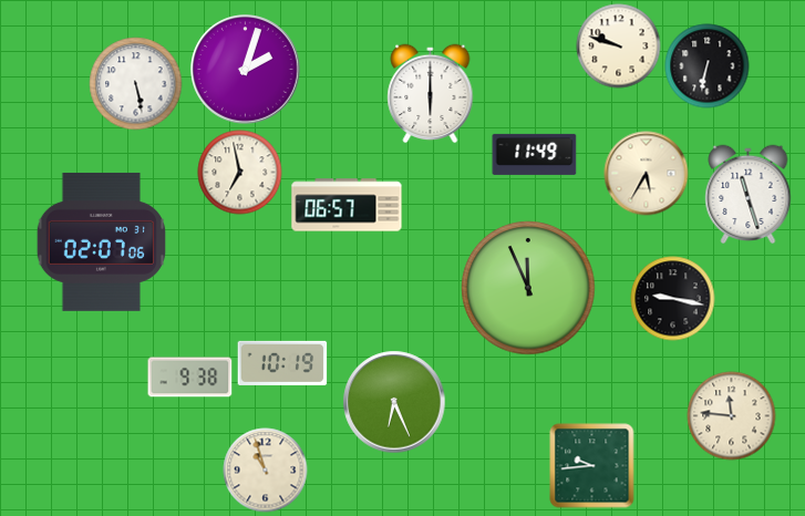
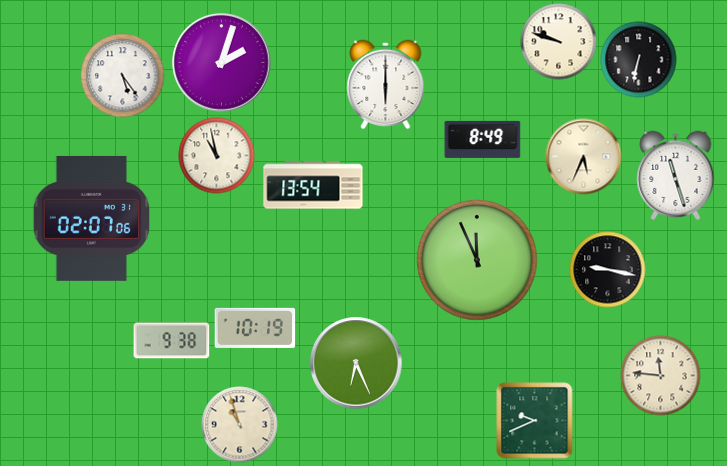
clock at (136, 84): 5:28 -> 5:24
clock at (431, 94) position: (431, 94) -> (386, 85)
clock at (535, 154): 11:49 -> 8:49
clock at (240, 173): 6:58 -> 10:58
clock at (647, 174): 5:35 -> 5:34
clock at (347, 205): 06:57 -> 13:54
clock at (592, 466): 9:44 -> 9:41
